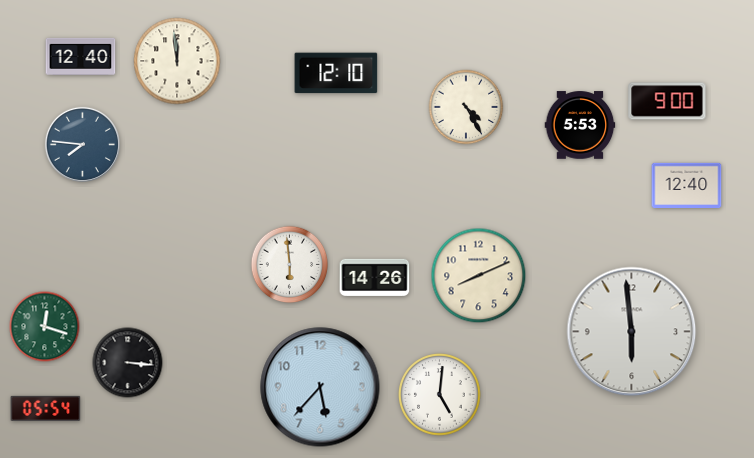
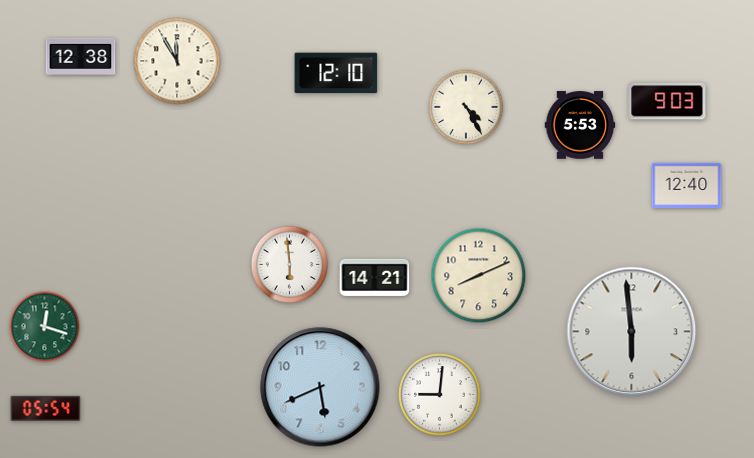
clock at (81, 56): 12:40 -> 12:38
clock at (177, 61): 11:59 -> 11:55
clock at (667, 101): 9:00 -> 9:03
clock at (82, 144): 7:46 -> none
clock at (375, 278): 14:26 -> 14:21
clock at (128, 363): 3:16 -> none
clock at (320, 387): 5:37 -> 5:41
clock at (440, 395): 5:01 -> 9:01
